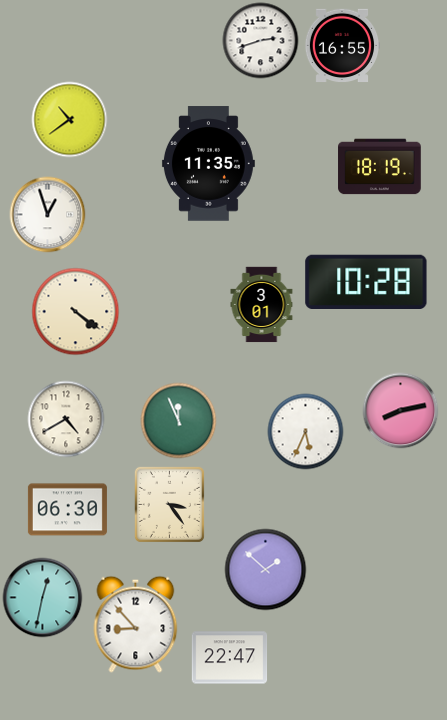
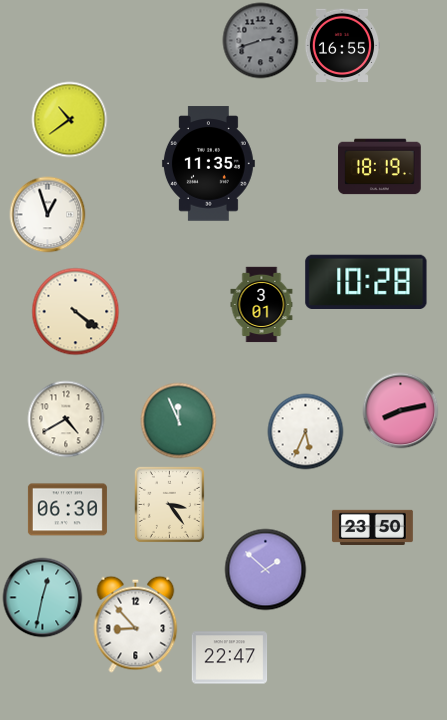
clock at (261, 41) dial: white -> grey
clock at (372, 527): none -> 23:50
